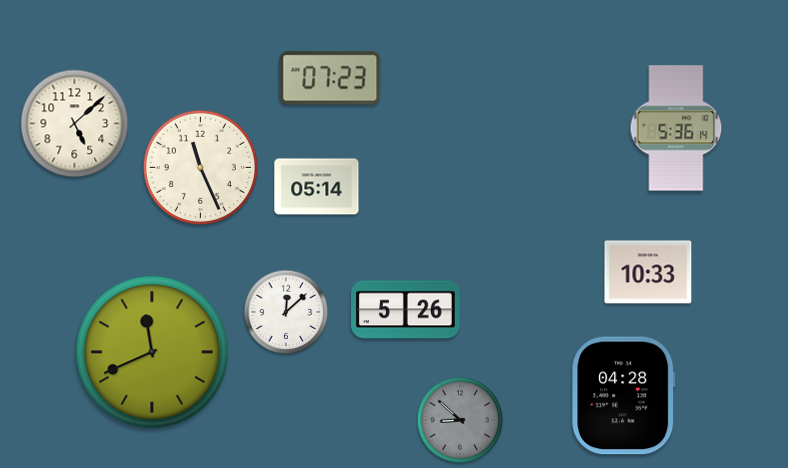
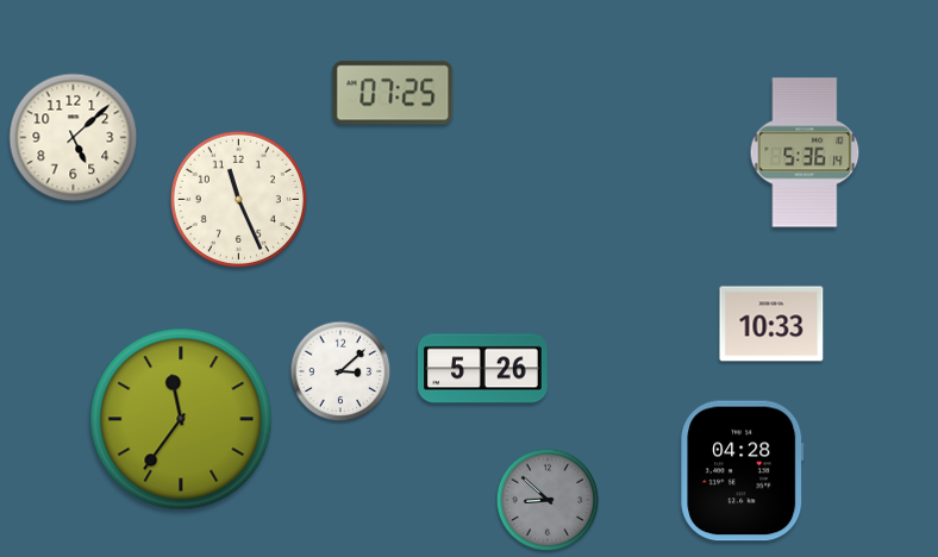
clock at (330, 78): 07:23 -> 07:25
clock at (75, 124) position: (75, 124) -> (74, 138)
clock at (317, 187): 05:14 -> none
clock at (286, 312): 12:08 -> 3:08
clock at (152, 352): 11:41 -> 11:36
